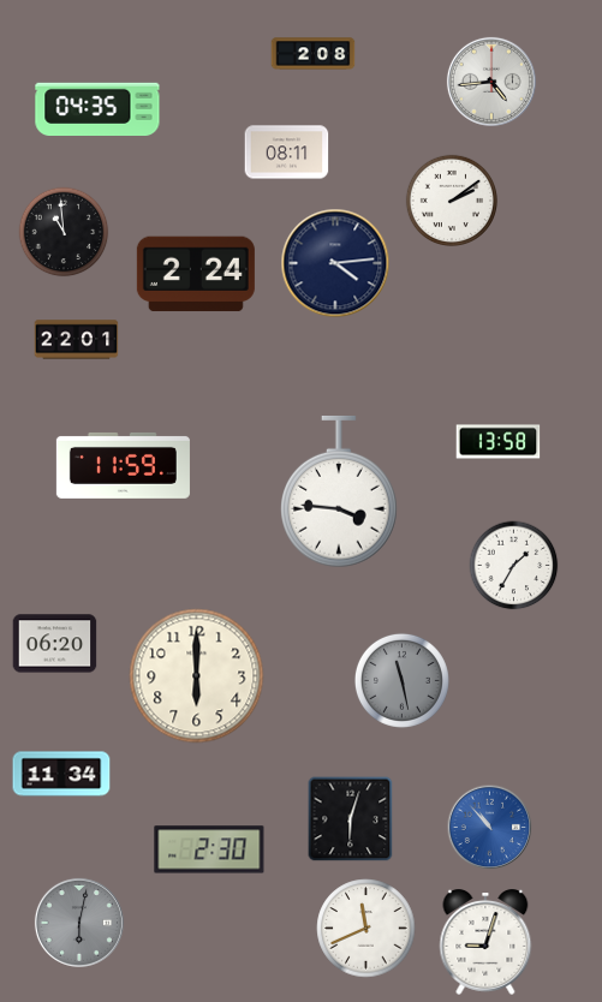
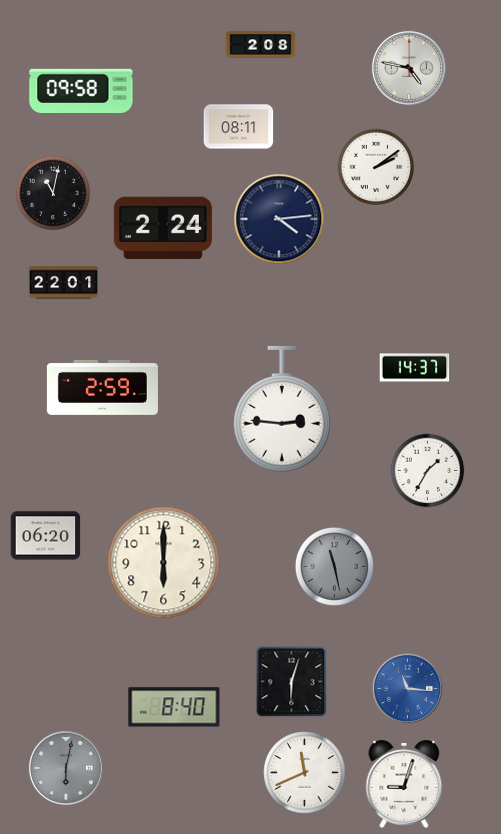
clock at (491, 82): 4:44 -> 4:47
clock at (97, 108): 04:35 -> 09:58
clock at (64, 232): 10:59 -> 11:02
clock at (499, 442): 13:58 -> 14:37
clock at (123, 465): 11:59 -> 2:59
clock at (340, 491): 3:46 -> 2:46
clock at (61, 774): 11:34 -> none
clock at (490, 828): 10:53 -> 11:16
clock at (209, 849): 2:30 -> 8:40
